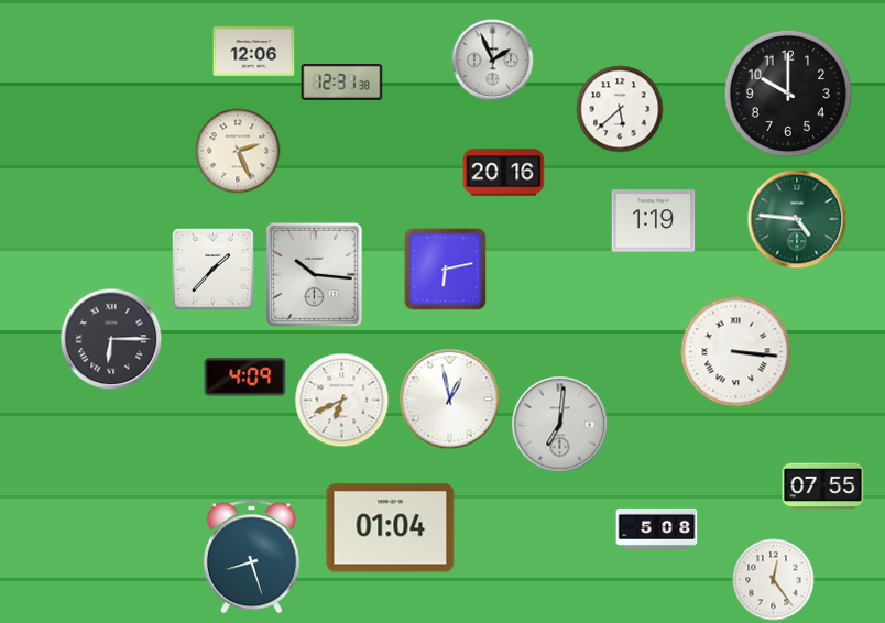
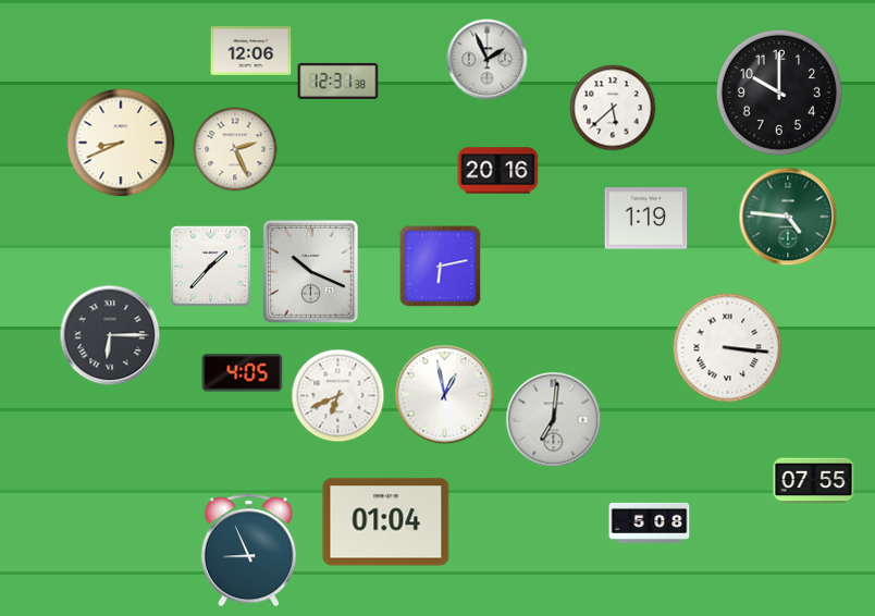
clock at (121, 143): none -> 8:41
clock at (314, 274): 10:16 -> 10:19
clock at (245, 378): 4:09 -> 4:05
clock at (251, 557): 8:27 -> 8:56
clock at (774, 580): 12:24 -> none
